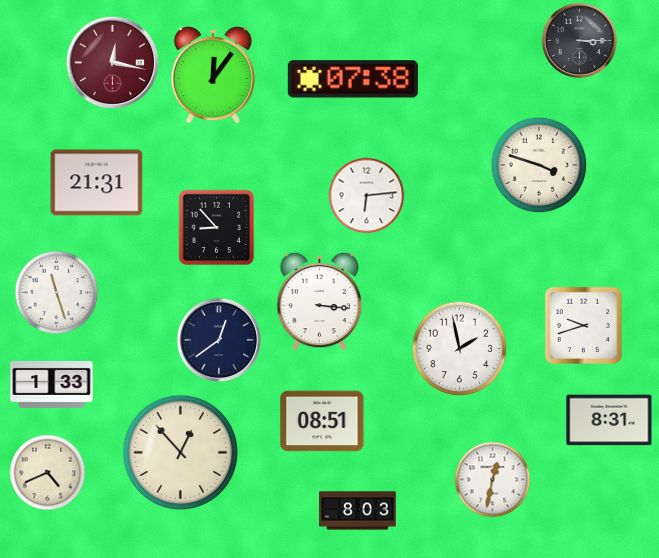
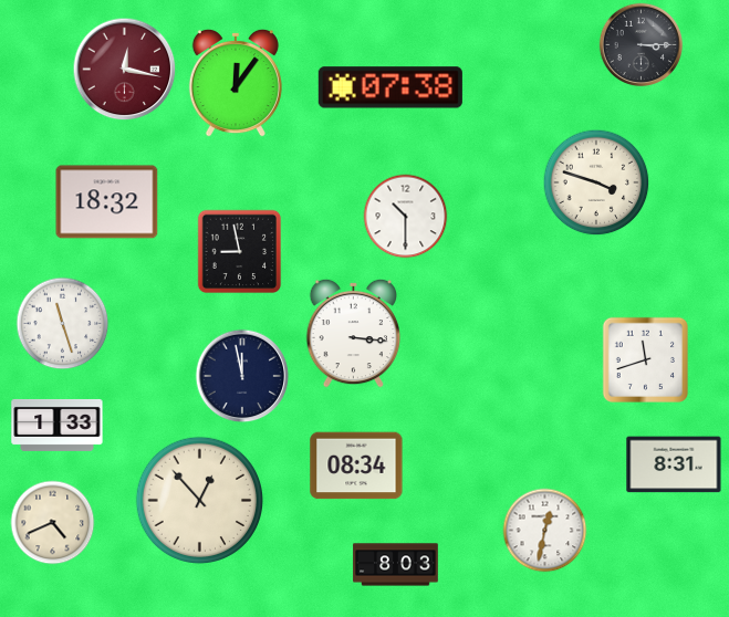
clock at (97, 183): 21:31 -> 18:32
clock at (367, 196): 6:14 -> 10:30
clock at (217, 228): 8:53 -> 8:58
clock at (583, 325): 9:42 -> 11:42
clock at (219, 340): 12:39 -> 11:58
clock at (460, 349): 1:58 -> none
clock at (322, 421): 08:51 -> 08:34
